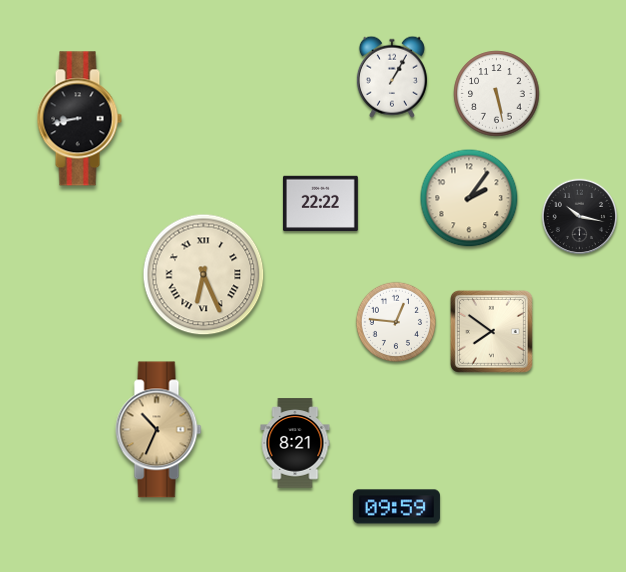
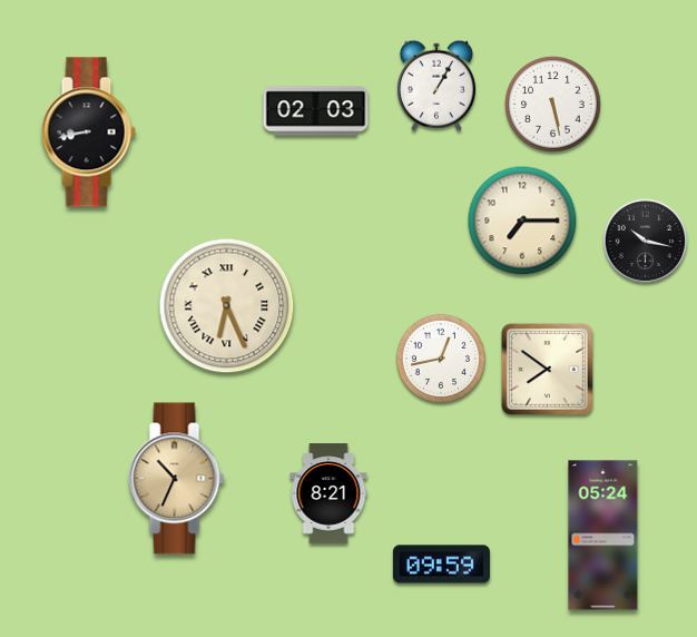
clock at (316, 111): none -> 02:03
clock at (469, 198): 2:06 -> 7:15
clock at (320, 204): 22:22 -> none
clock at (395, 321): 12:46 -> 12:43
clock at (603, 536): none -> 05:24
